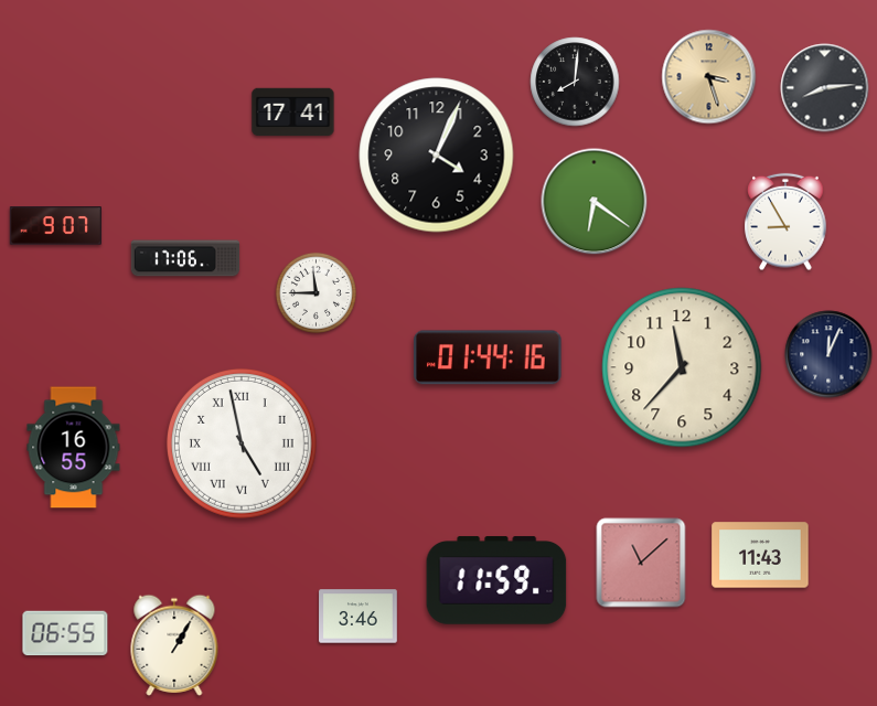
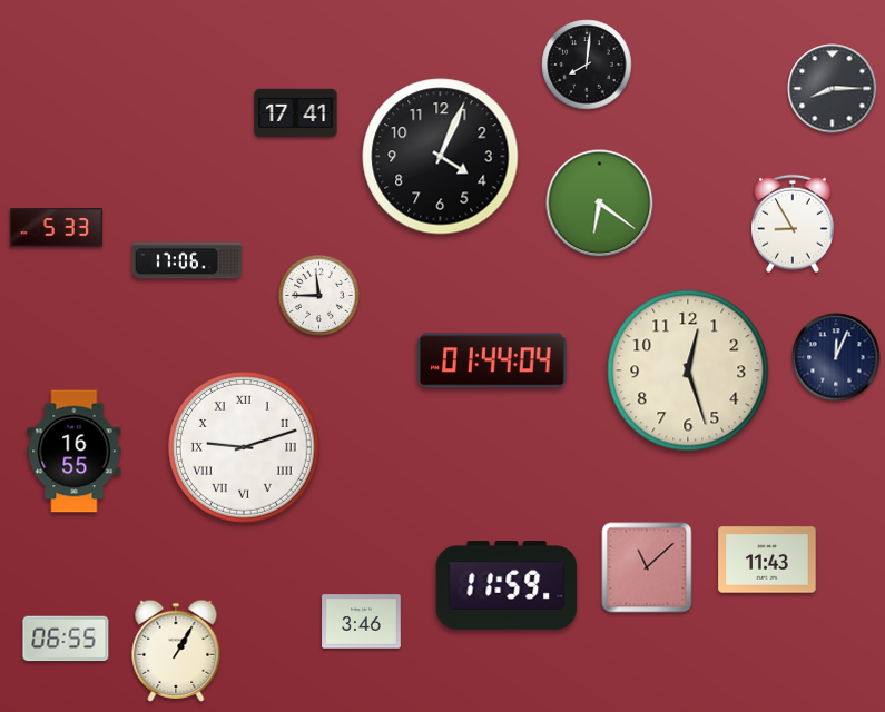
clock at (709, 77): 3:27 -> none
clock at (575, 82) position: (575, 82) -> (587, 65)
clock at (825, 88): 8:14 -> 8:15
clock at (55, 226): 9:07 -> 5:33
clock at (488, 357): 01:44:16 -> 01:44:04
clock at (682, 367): 11:37 -> 12:27
clock at (242, 443): 4:58 -> 9:12
clock at (496, 580) position: (496, 580) -> (507, 585)
